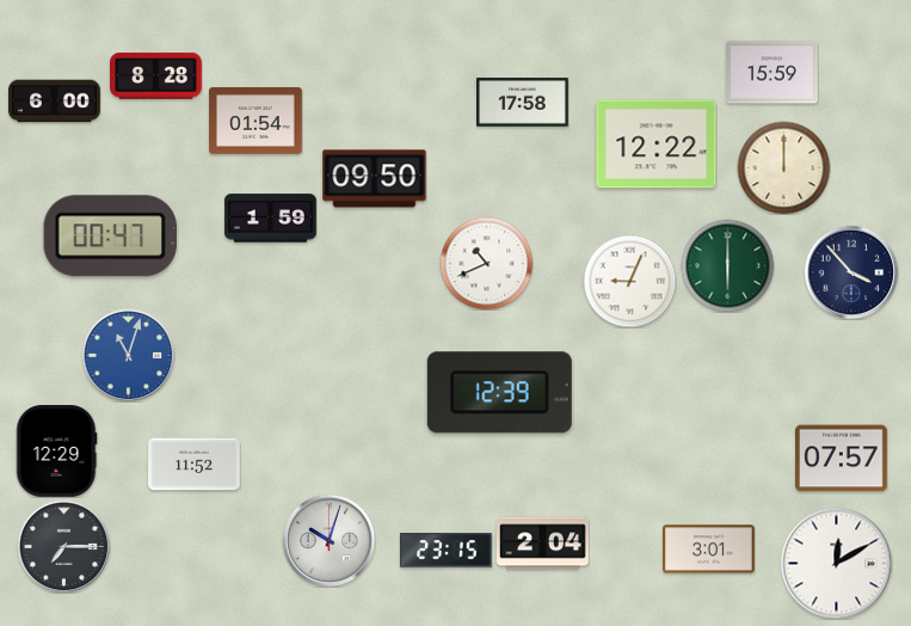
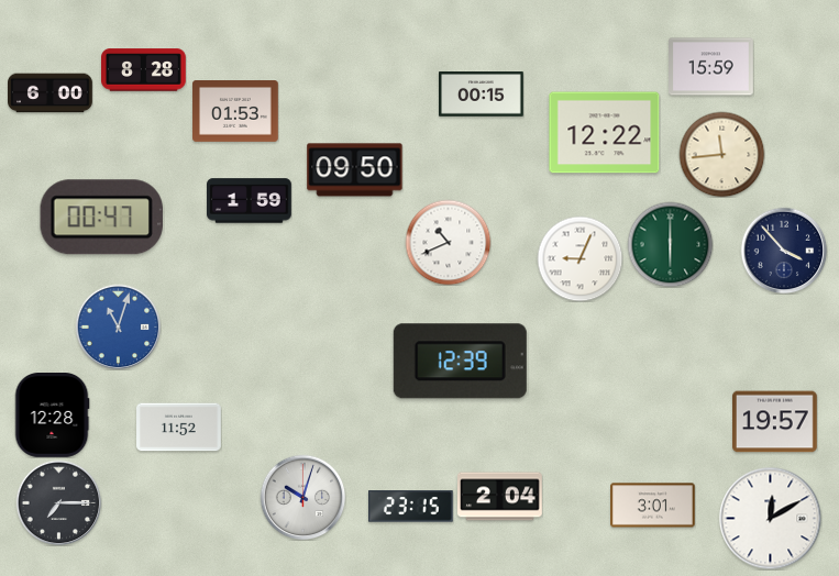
clock at (523, 103): 17:58 -> 00:15
clock at (256, 122): 01:54 -> 01:53
clock at (783, 167): 12:00 -> 11:44
clock at (375, 179) position: (375, 179) -> (355, 170)
clock at (56, 452): 12:29 -> 12:28
clock at (842, 459): 07:57 -> 19:57
clock at (543, 544) position: (543, 544) -> (500, 497)
